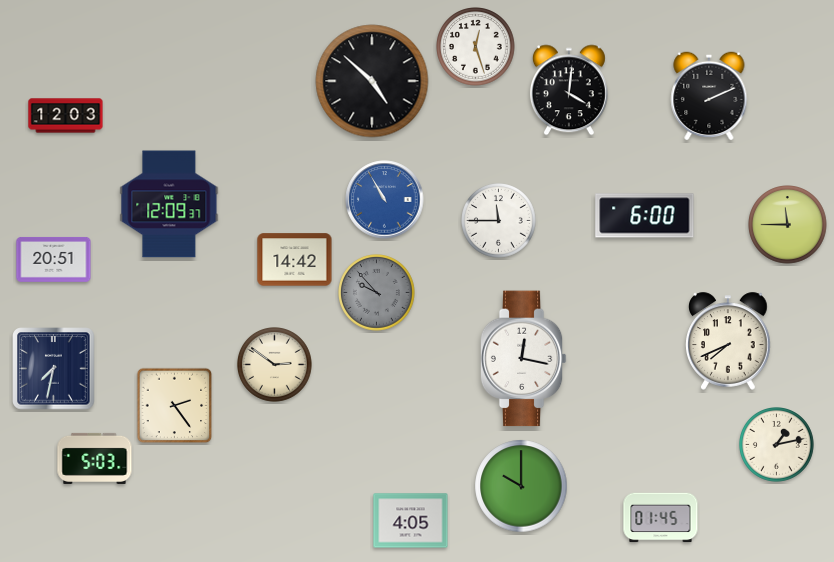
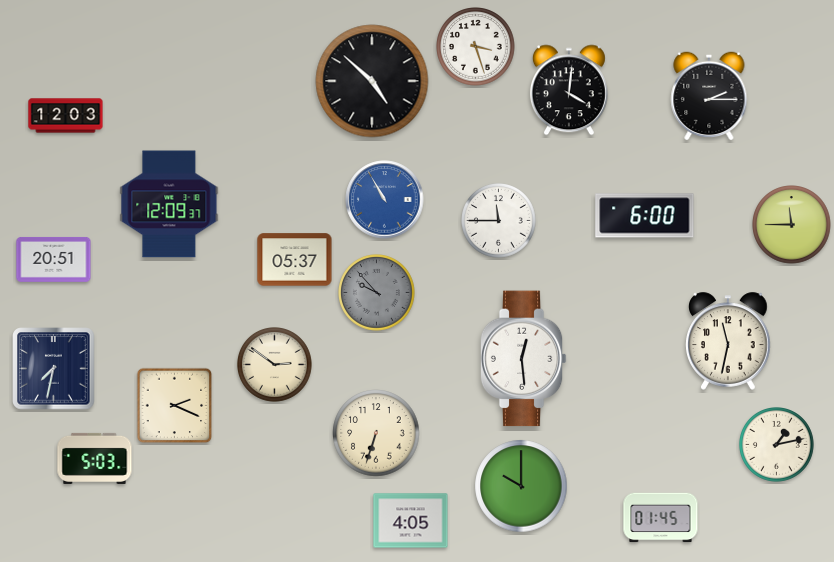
clock at (476, 47): 12:27 -> 3:27
clock at (709, 96): 2:11 -> 2:15
clock at (788, 225) position: (788, 225) -> (792, 225)
clock at (295, 260): 14:42 -> 05:37
clock at (728, 341): 7:41 -> 11:32
clock at (523, 359): 12:17 -> 12:29
clock at (175, 406): 2:24 -> 2:19
clock at (376, 433): none -> 6:33
